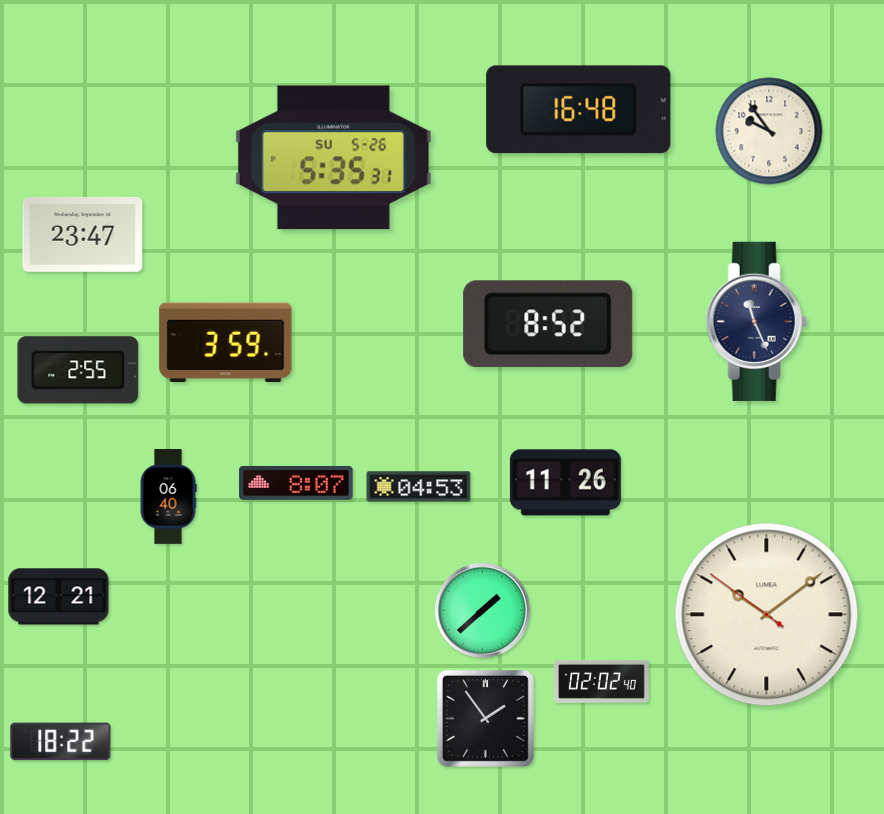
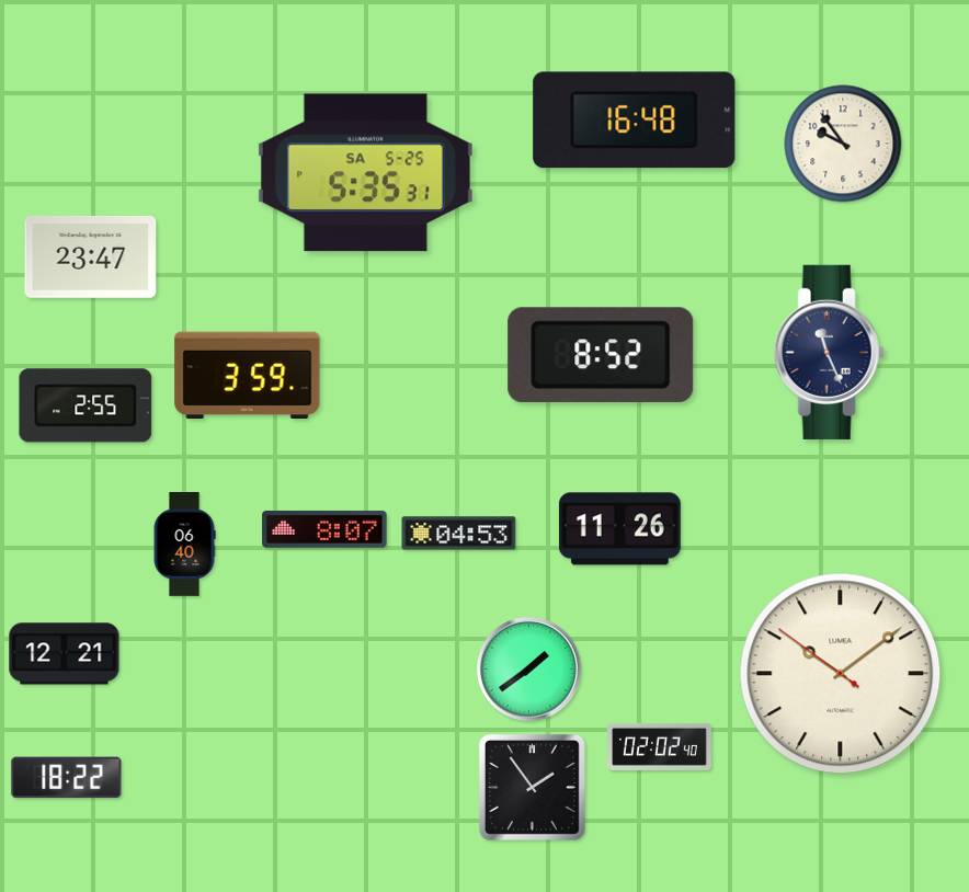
clock at (333, 158) date: SU 5-26 -> SA 5-25
clock at (482, 610): 1:38 -> 1:39
clock at (61, 742) position: (61, 742) -> (67, 778)
